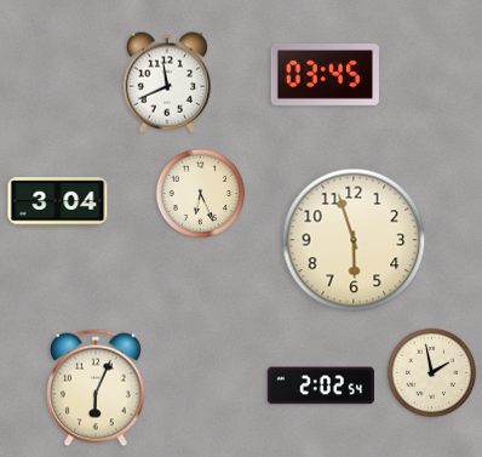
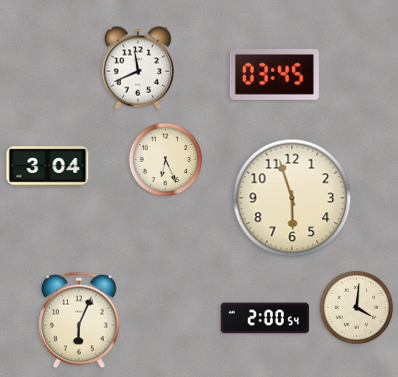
clock at (325, 74) position: (325, 74) -> (274, 74)
clock at (432, 373): 1:58 -> 4:01
clock at (320, 385): 2:02 -> 2:00
